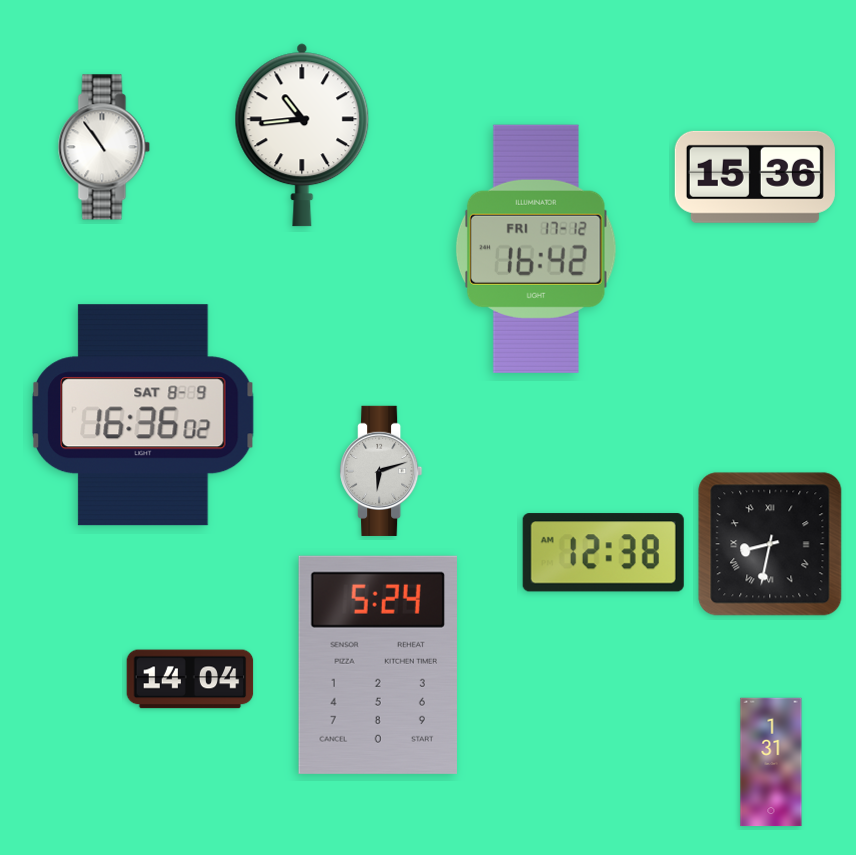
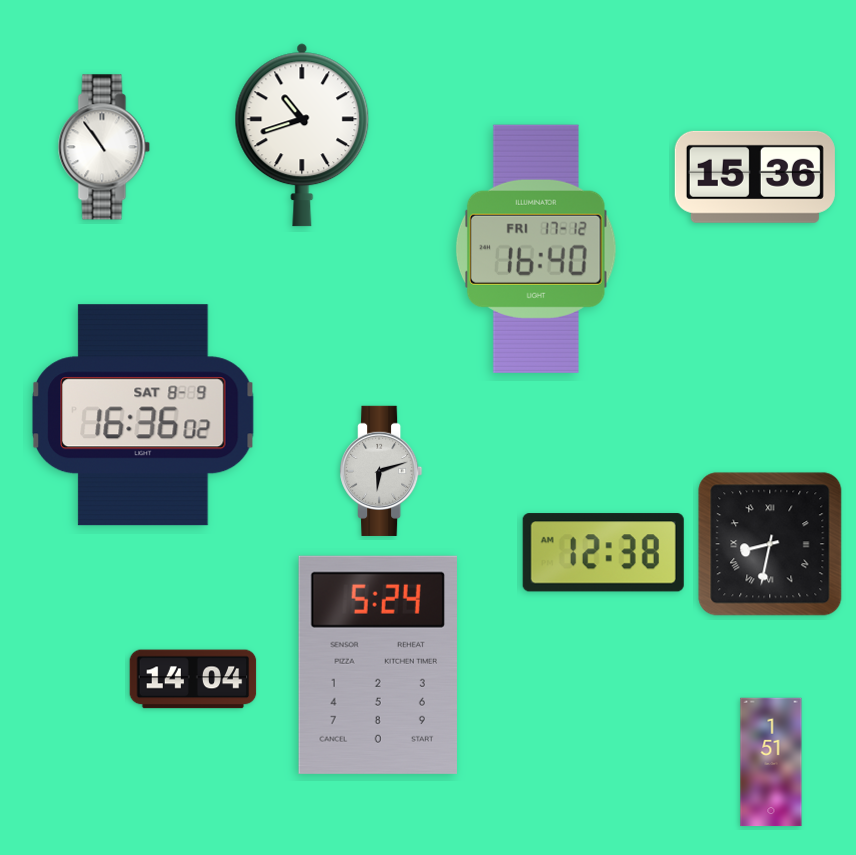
clock at (302, 135): 10:44 -> 10:42
clock at (536, 249): 16:42 -> 16:40
clock at (190, 679) position: (190, 679) -> (193, 679)
clock at (771, 762): 1:31 -> 1:51
